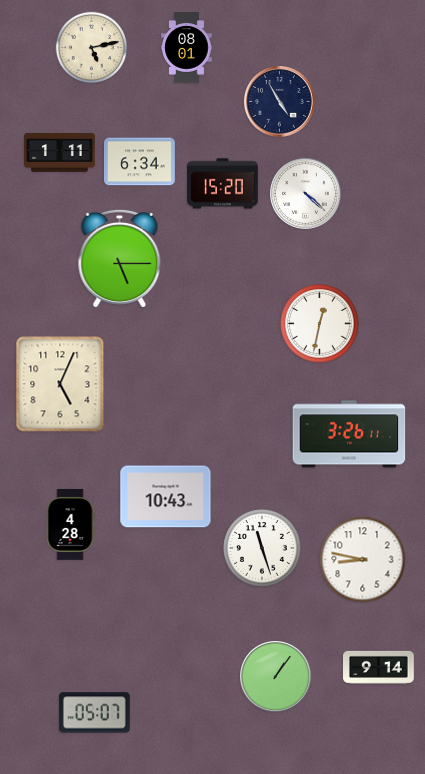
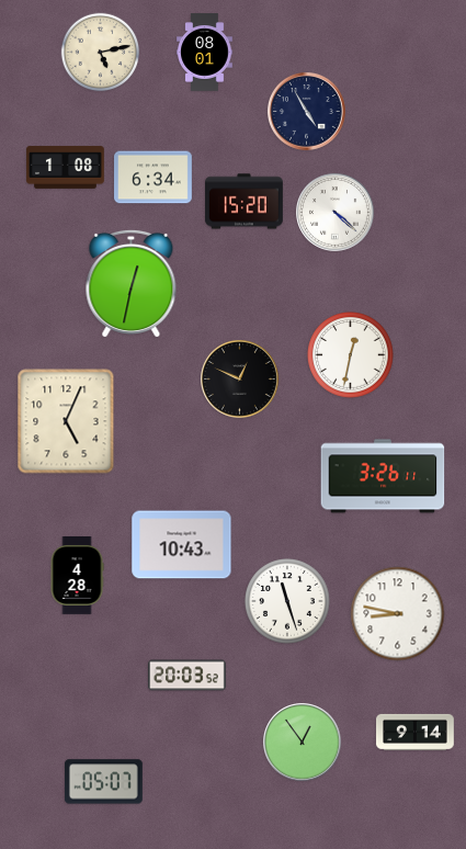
clock at (60, 153): 1:11 -> 1:08
clock at (120, 258): 5:15 -> 12:32
clock at (240, 380): none -> 12:49
clock at (187, 676): none -> 20:03
clock at (276, 677): 1:06 -> 12:54
